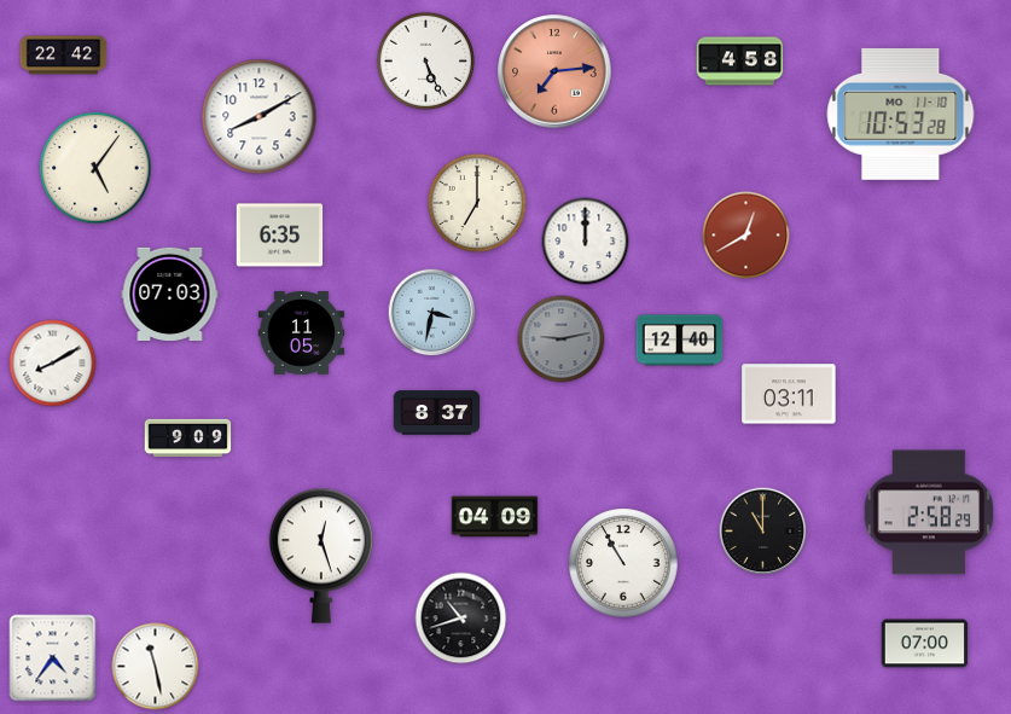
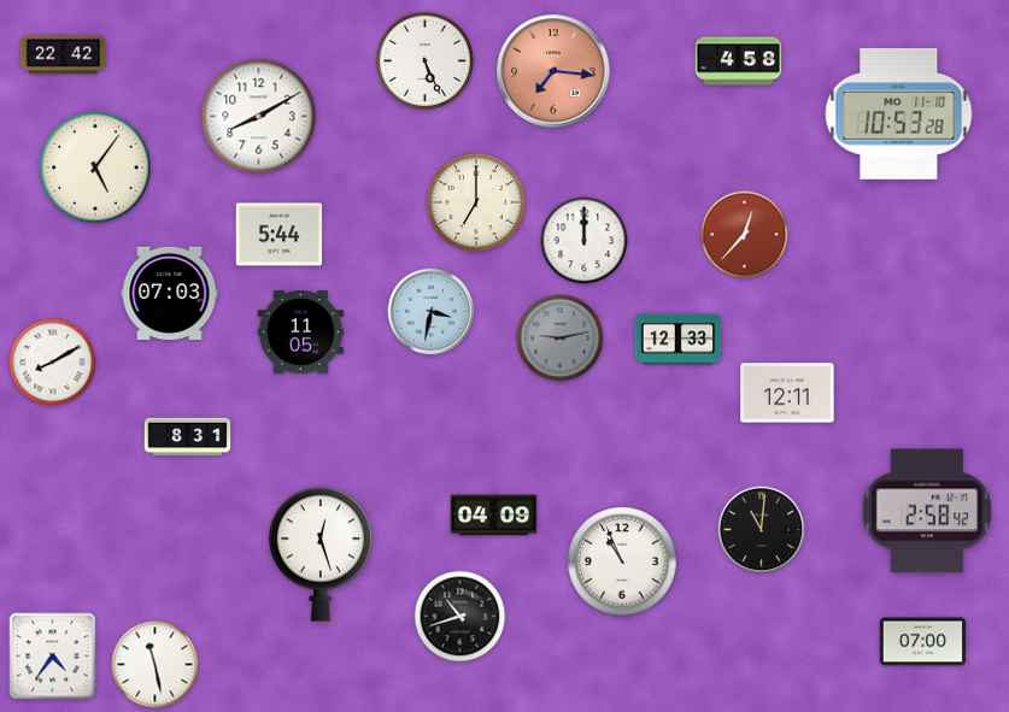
clock at (554, 71): 7:14 -> 7:16
clock at (280, 236): 6:35 -> 5:44
clock at (746, 236): 12:40 -> 12:37
clock at (680, 341): 12:40 -> 12:33
clock at (789, 394): 03:11 -> 12:11
clock at (437, 413): 8:37 -> none
clock at (188, 439): 9:09 -> 8:31
clock at (929, 512): 2:58:29 -> 2:58:42
clock at (763, 532): 11:00 -> 11:01
clock at (623, 563): 10:55 -> 10:56
